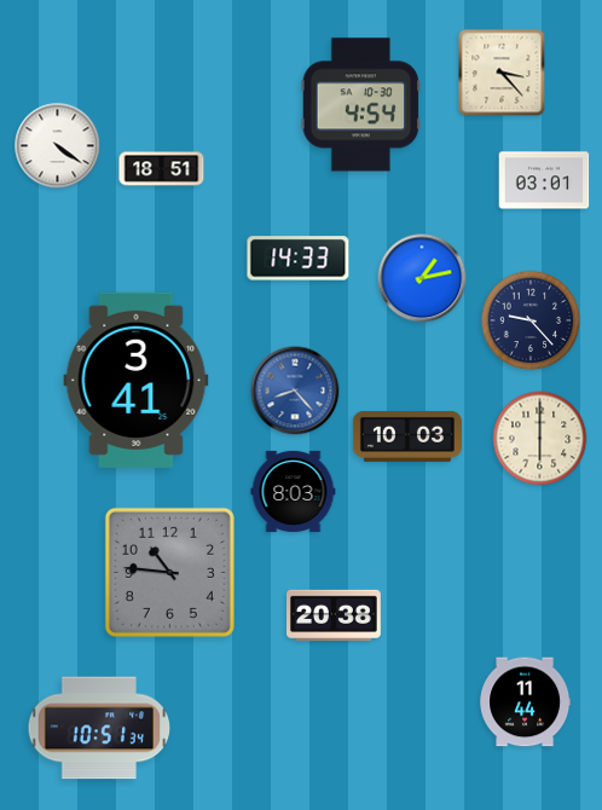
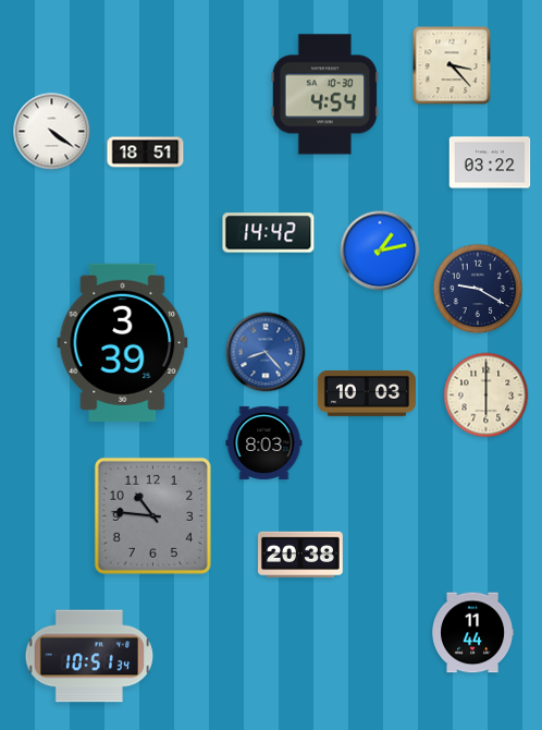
clock at (544, 180): 03:01 -> 03:22
clock at (299, 259): 14:33 -> 14:42
clock at (531, 320): 9:23 -> 9:20
clock at (137, 380): 3:41 -> 3:39
